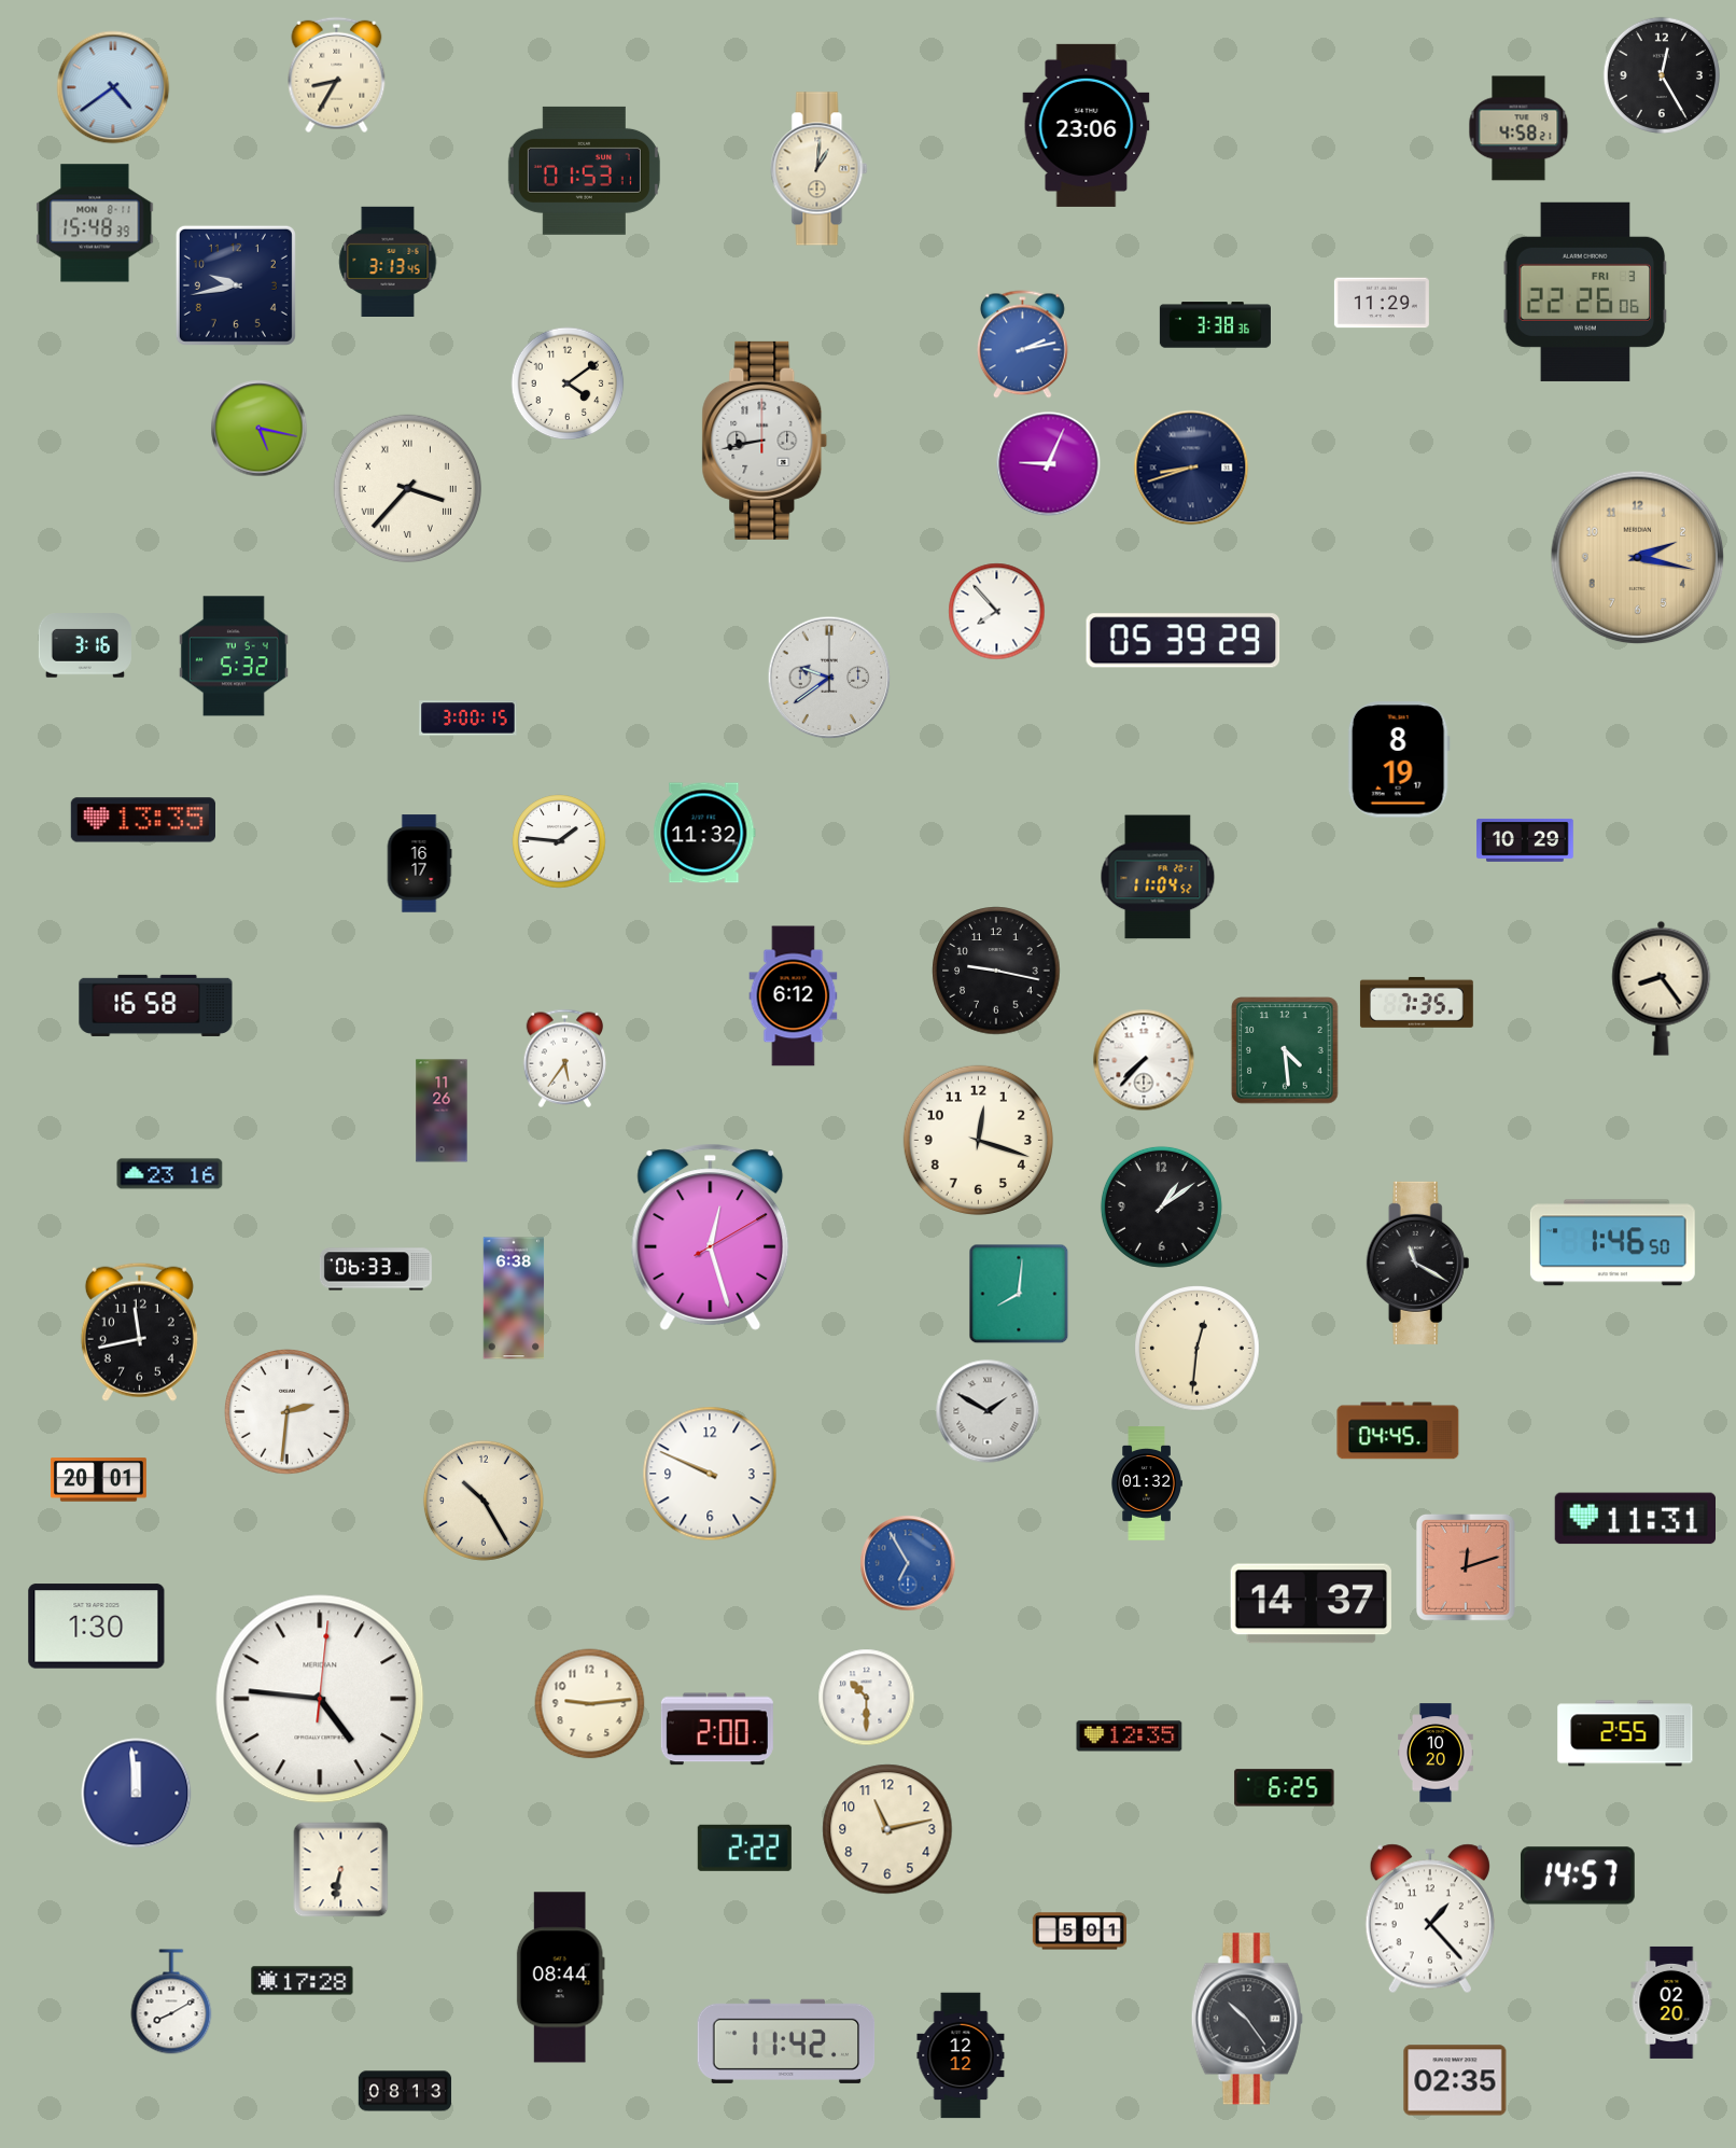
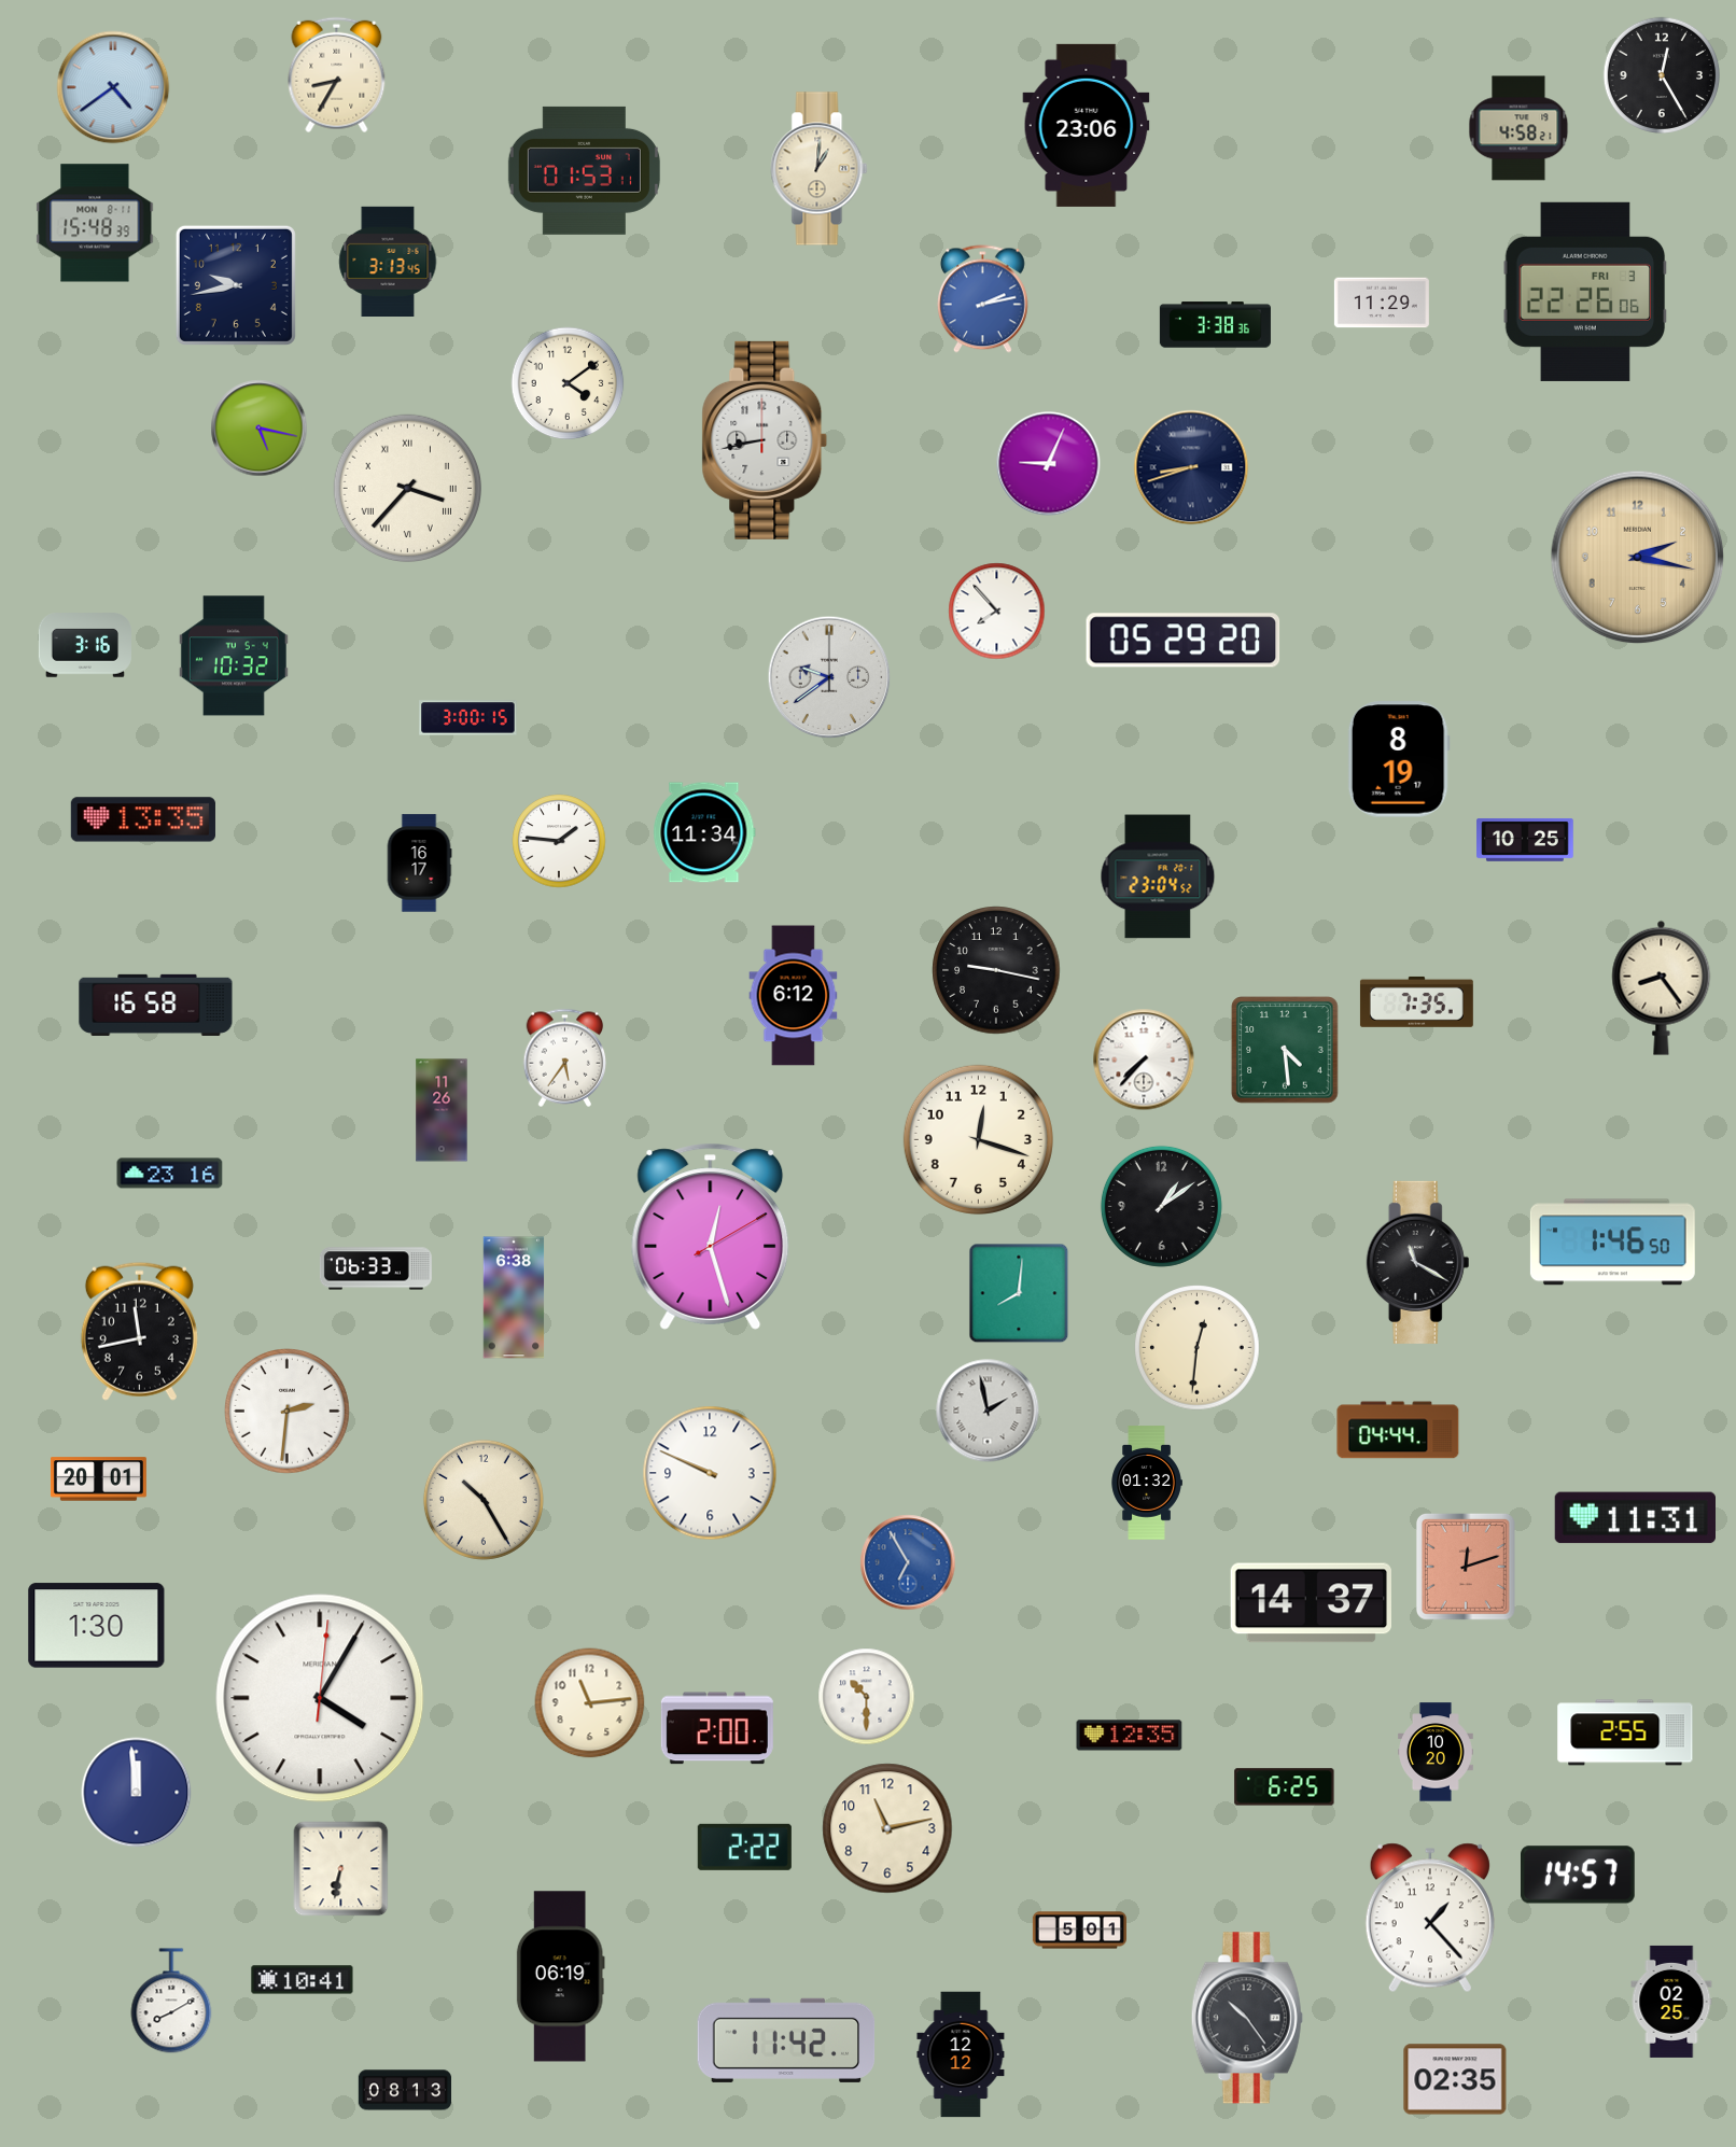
clock at (1022, 345) position: (1022, 345) -> (982, 299)
clock at (1184, 641): 05:39 -> 05:29
clock at (234, 656): 5:32 -> 10:32
clock at (704, 833): 11:32 -> 11:34
clock at (1525, 840): 10:29 -> 10:25
clock at (1158, 877): 11:04 -> 23:04
clock at (988, 1411): 1:50 -> 1:58
clock at (1398, 1431): 04:45 -> 04:44
clock at (320, 1699): 4:46 -> 4:05
clock at (590, 1704): 9:14 -> 11:14
clock at (560, 1978): 08:44 -> 06:19
clock at (303, 1981): 17:28 -> 10:41
clock at (1671, 2003): 02:20 -> 02:25
